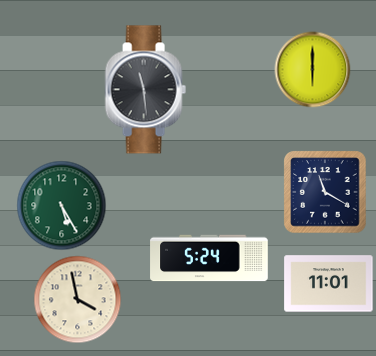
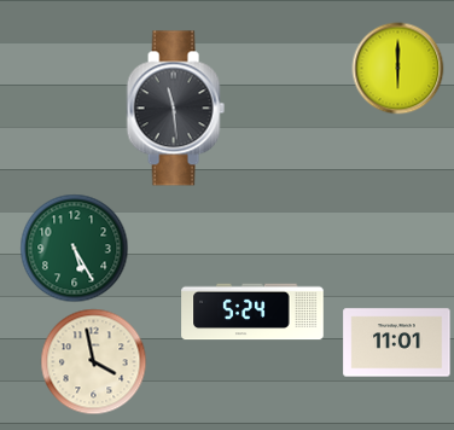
clock at (313, 70) position: (313, 70) -> (398, 69)
clock at (325, 192): 11:20 -> none
